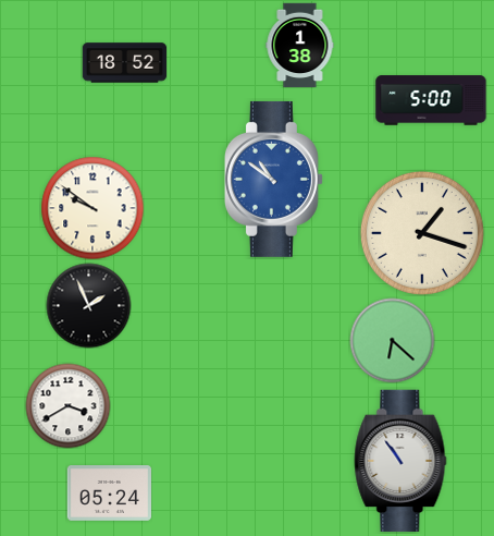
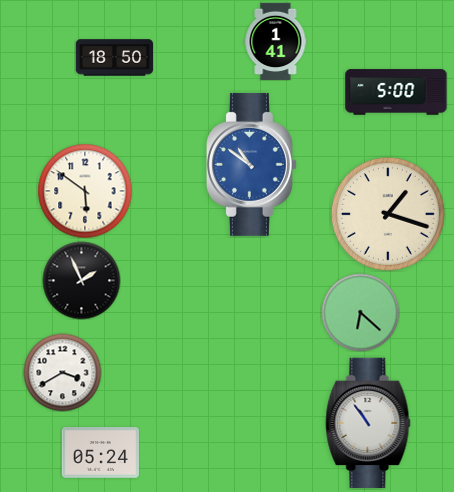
clock at (300, 45): 1:38 -> 1:41
clock at (124, 63): 18:52 -> 18:50
clock at (92, 208): 9:51 -> 5:51
